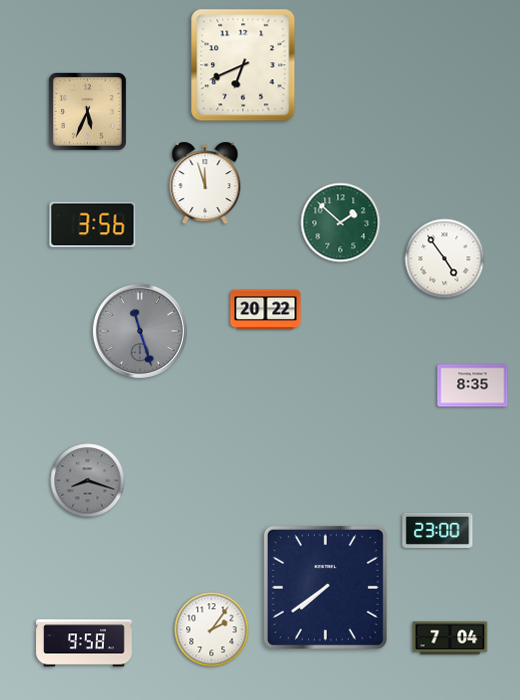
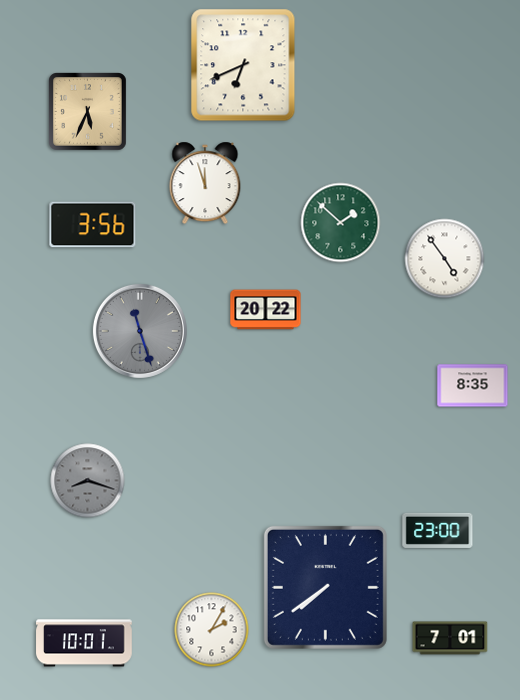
clock at (212, 630): 2:06 -> 2:05
clock at (450, 638): 7:04 -> 7:01
clock at (84, 643): 9:58 -> 10:01
